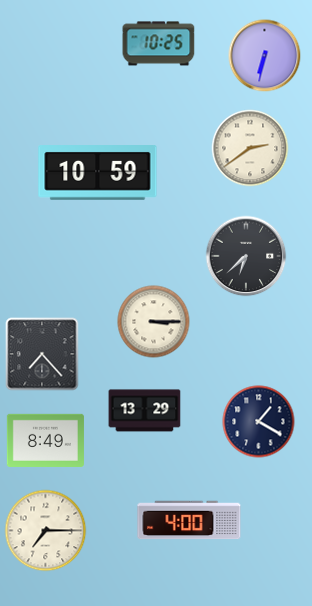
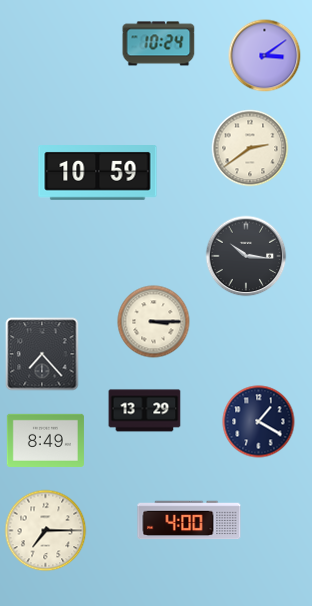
clock at (159, 44): 10:25 -> 10:24
clock at (265, 56): 6:32 -> 3:09
clock at (246, 256): 6:38 -> 10:16
